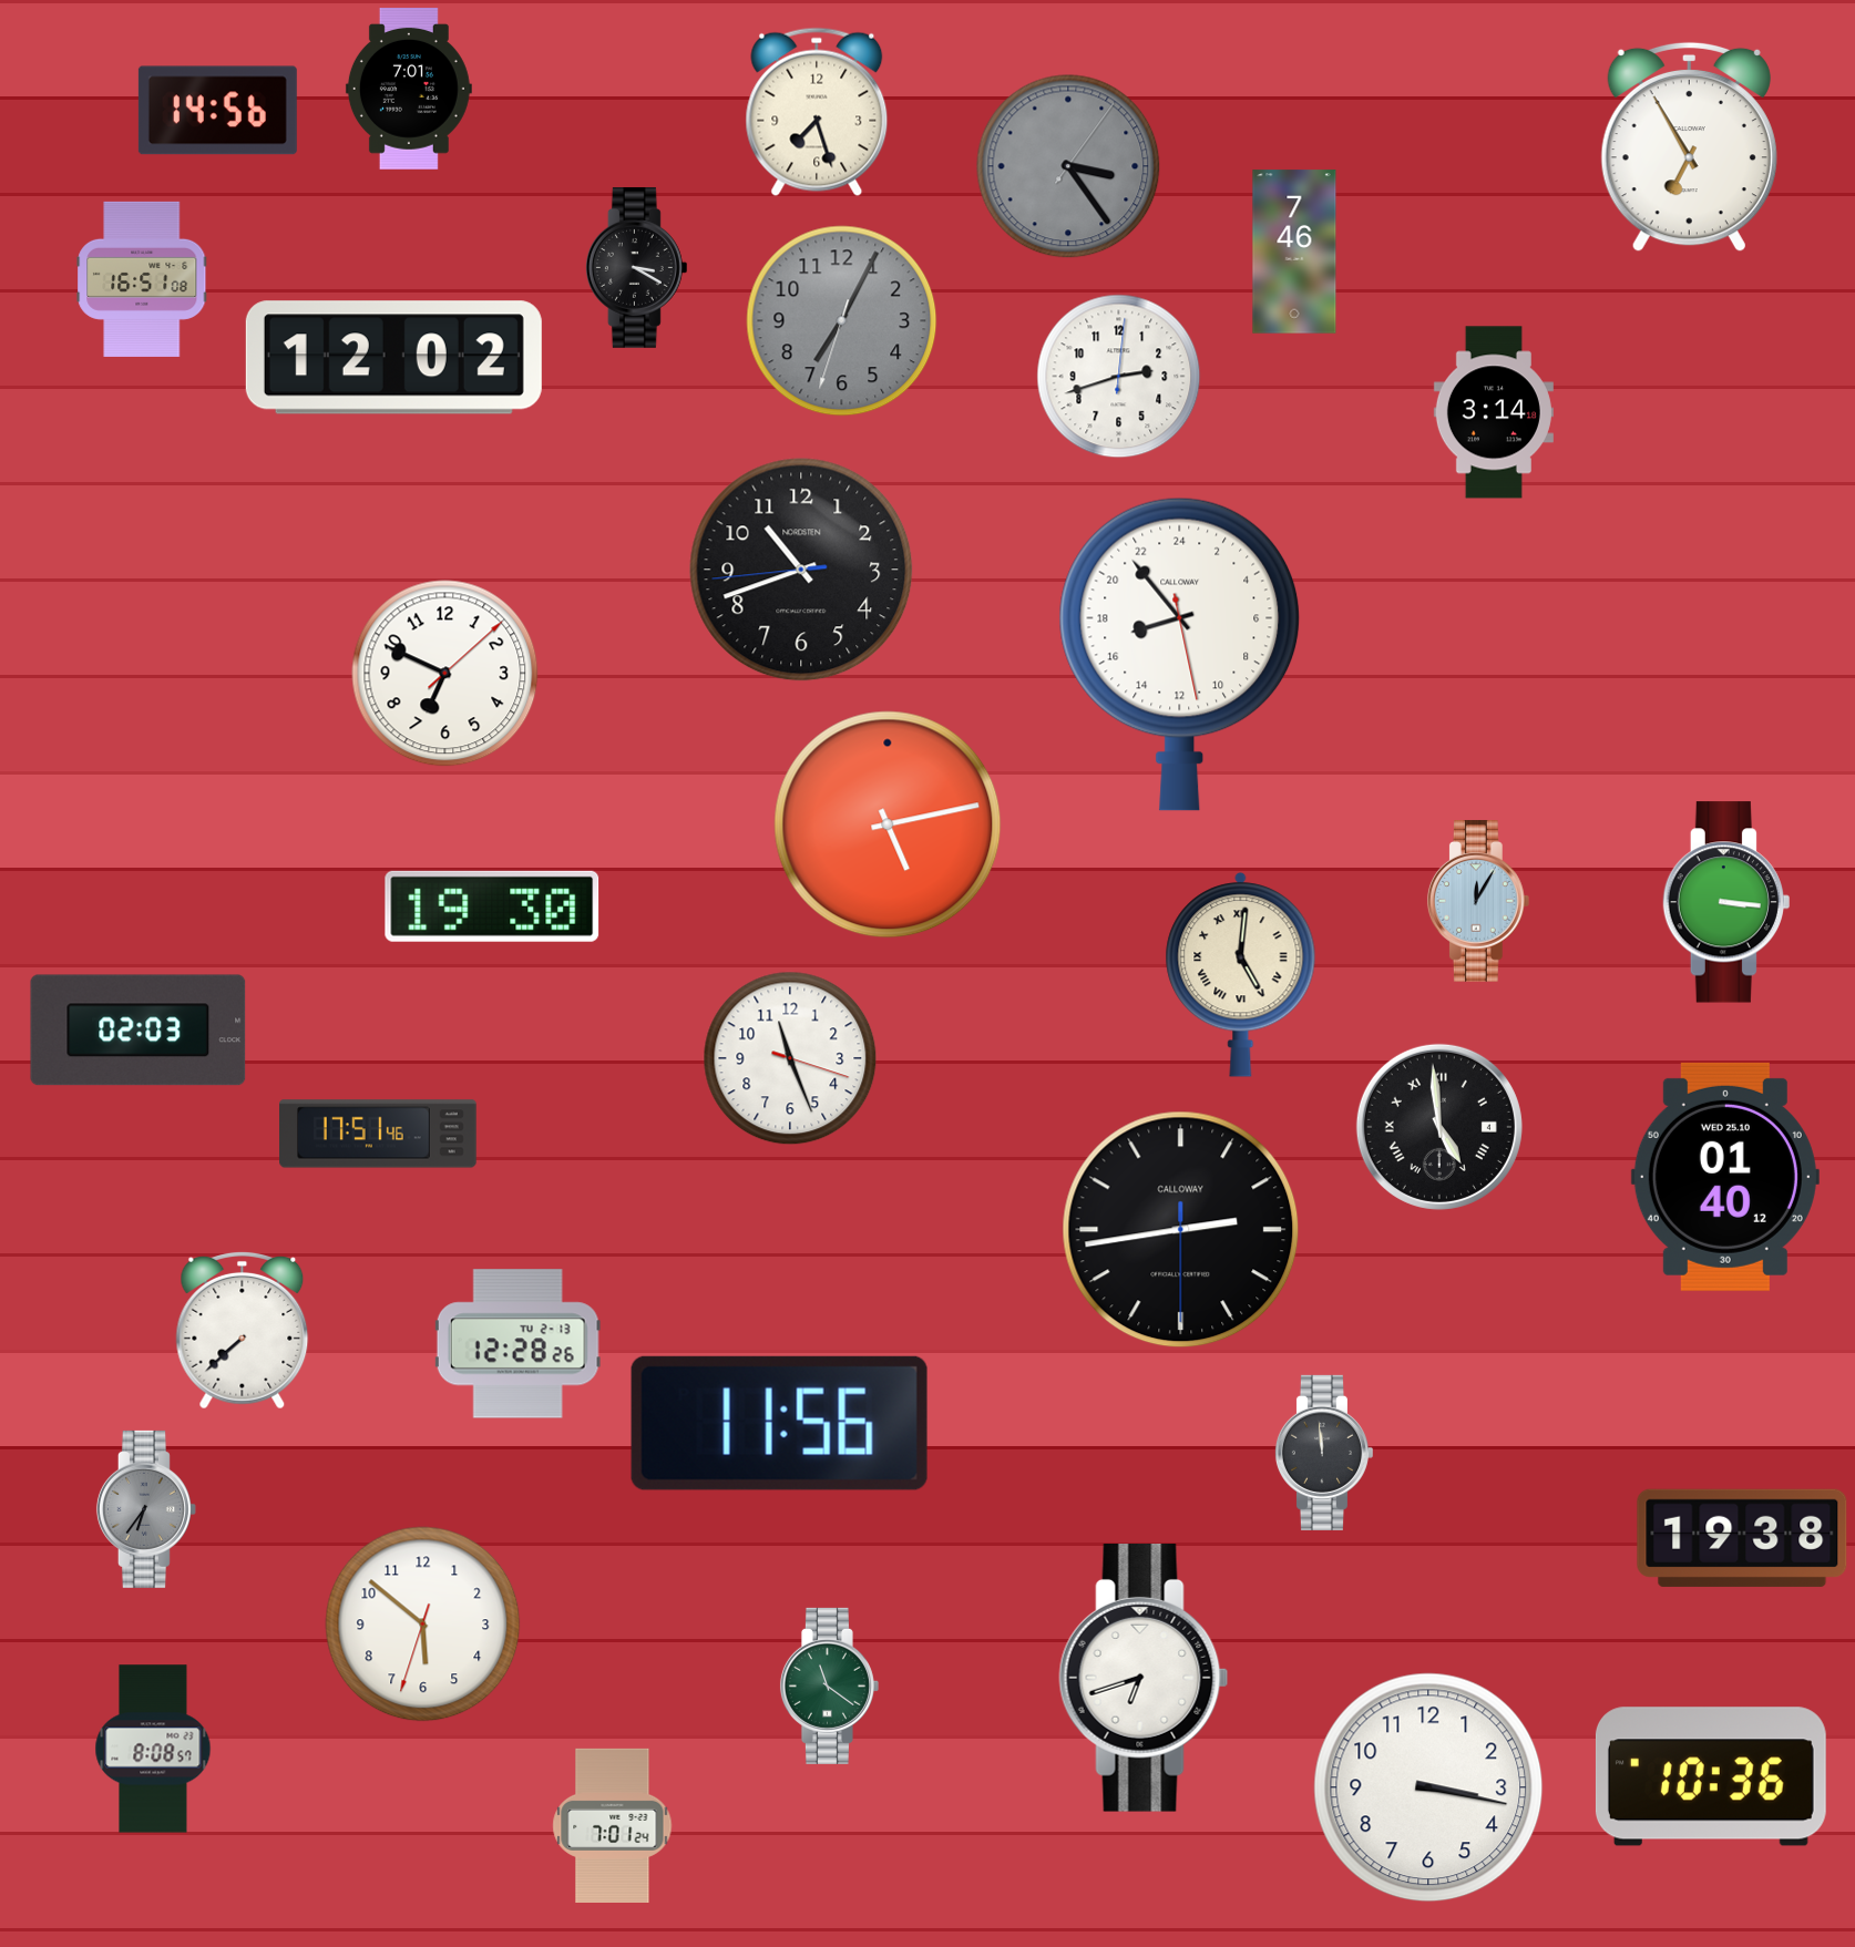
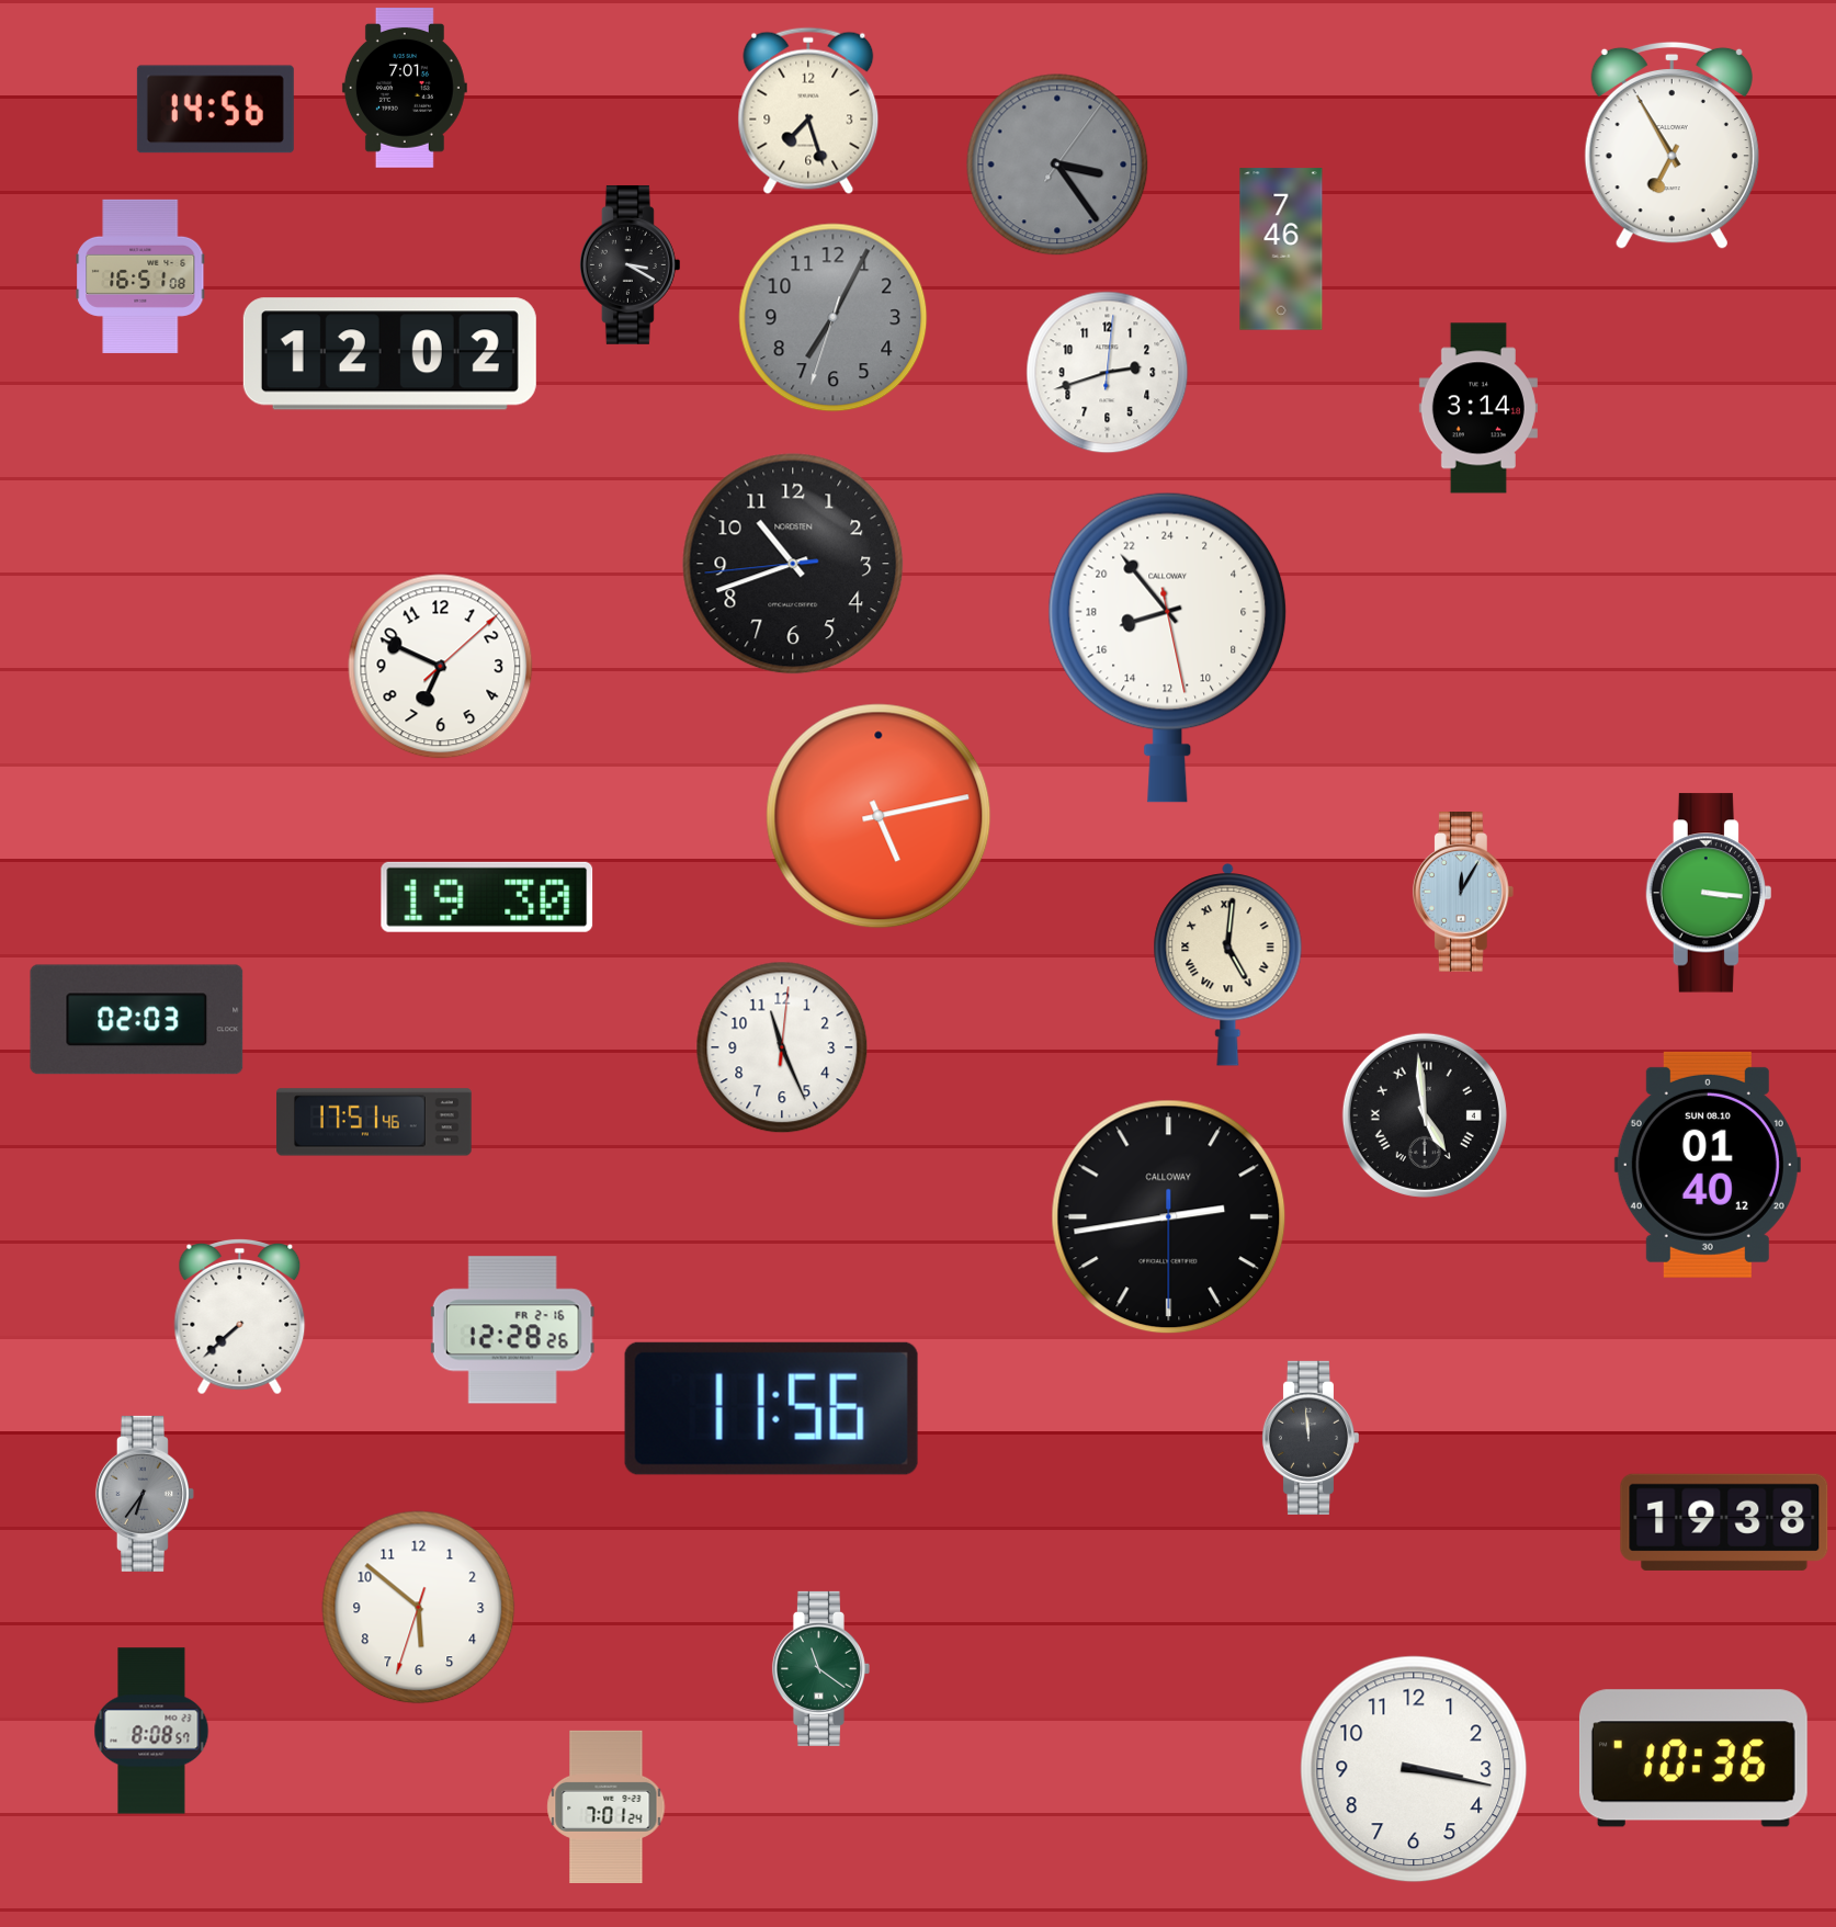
clock at (790, 1058): 11:26:18 -> 11:26:01
clock at (1725, 1177) date: WED 25.10 -> SUN 08.10
clock at (517, 1344) date: TU 2-13 -> FR 2-16
clock at (1144, 1678): 6:42 -> none
